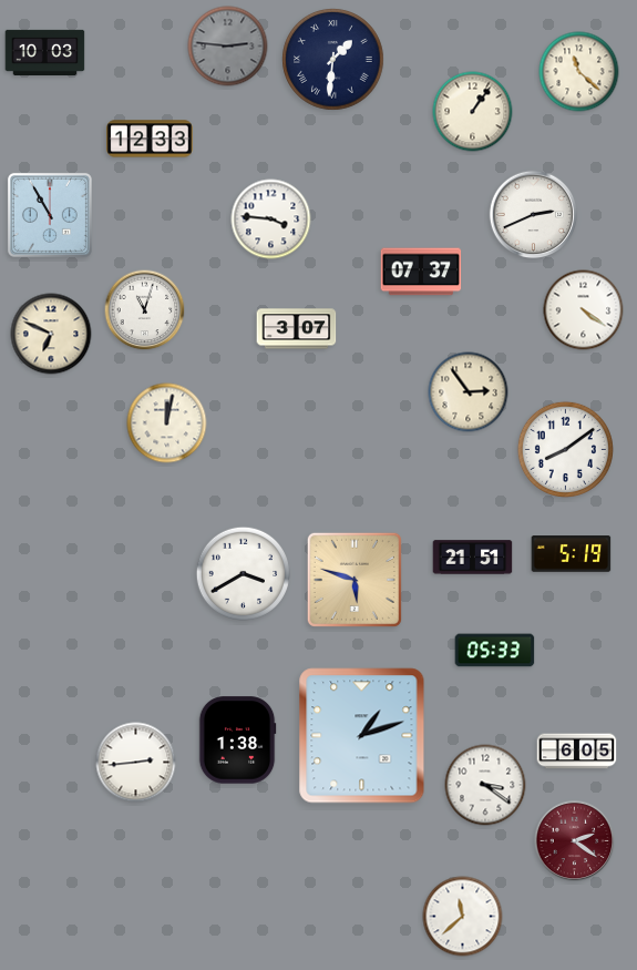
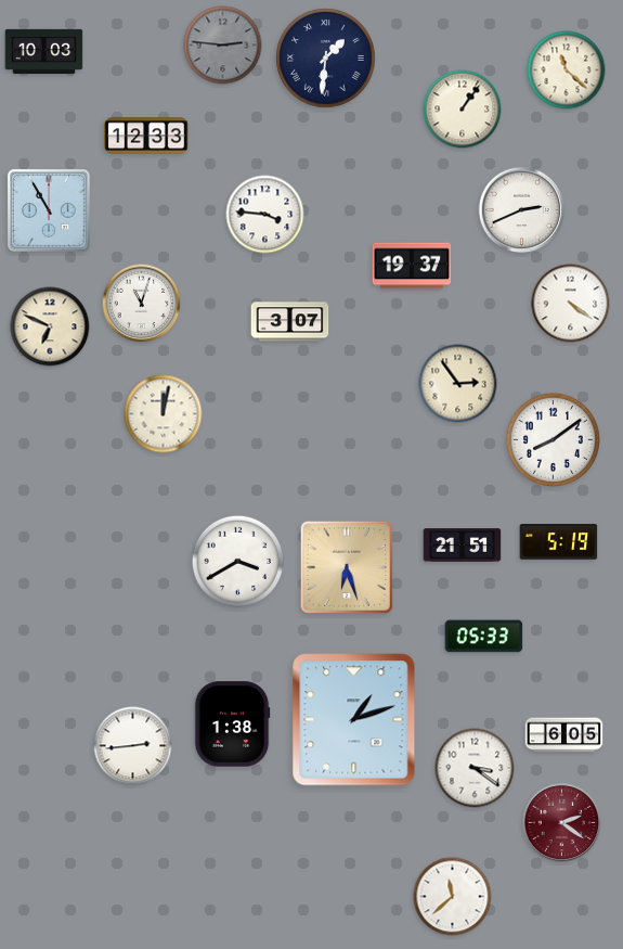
clock at (421, 272): 07:37 -> 19:37
clock at (355, 580): 5:48 -> 6:27
